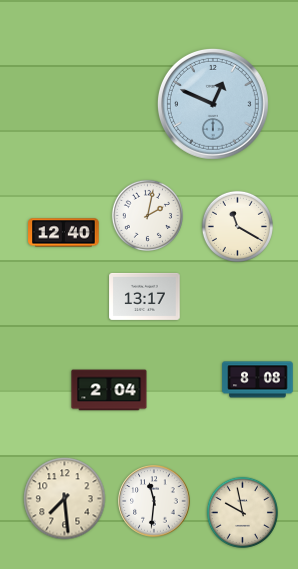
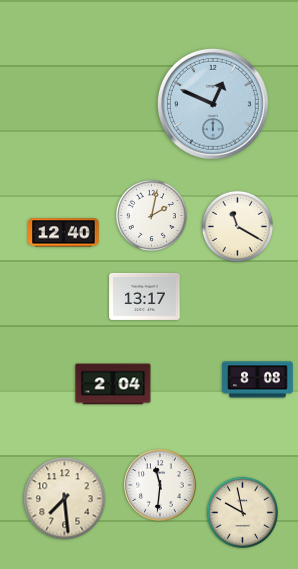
clock at (147, 215) position: (147, 215) -> (151, 215)
clock at (109, 390) position: (109, 390) -> (113, 384)
clock at (154, 501) position: (154, 501) -> (160, 485)
